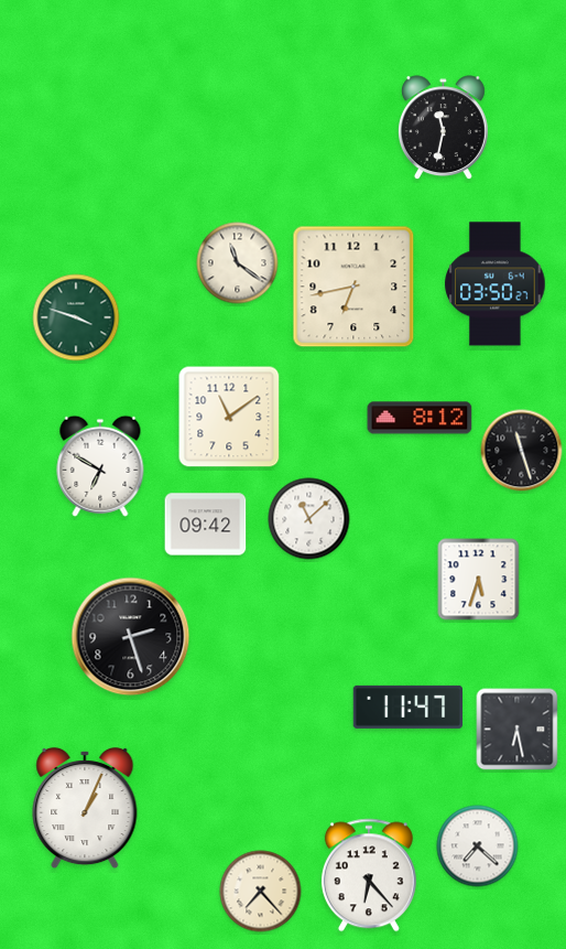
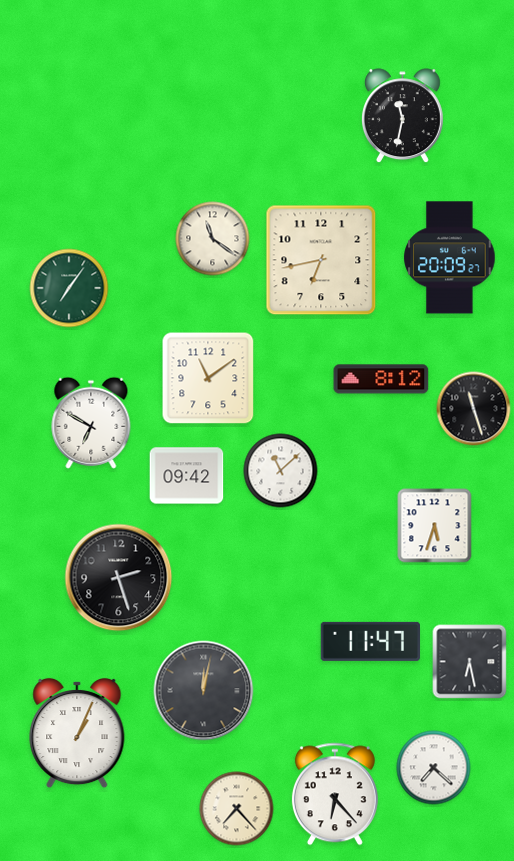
clock at (238, 263) position: (238, 263) -> (213, 239)
clock at (496, 284): 03:50 -> 20:09
clock at (76, 317): 3:48 -> 7:06
clock at (204, 691): none -> 12:02
